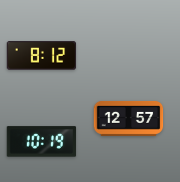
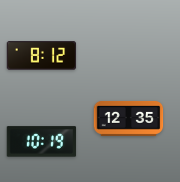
clock at (129, 118): 12:57 -> 12:35
